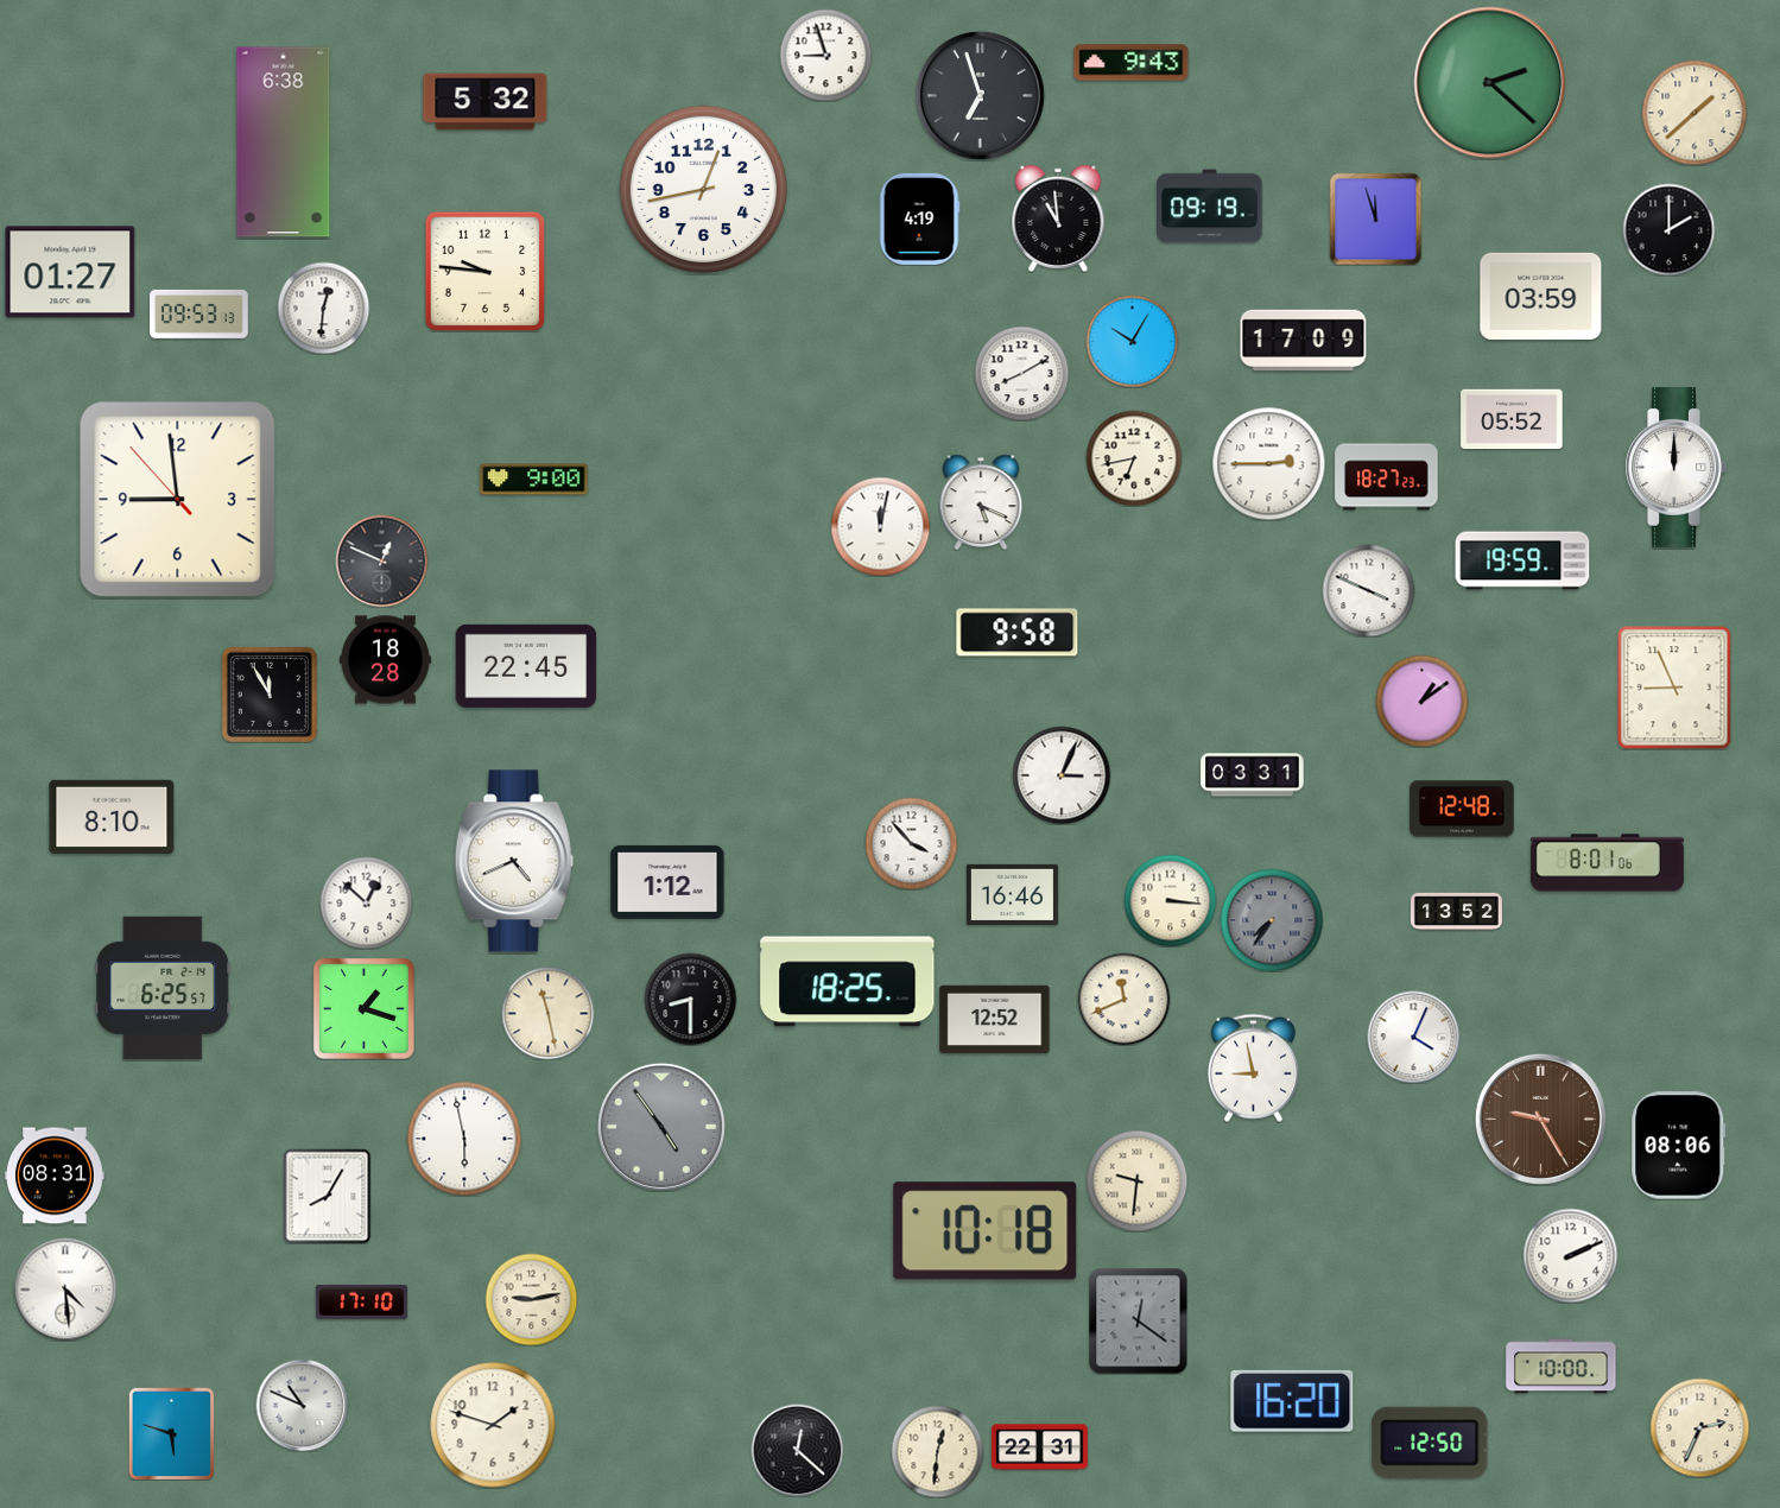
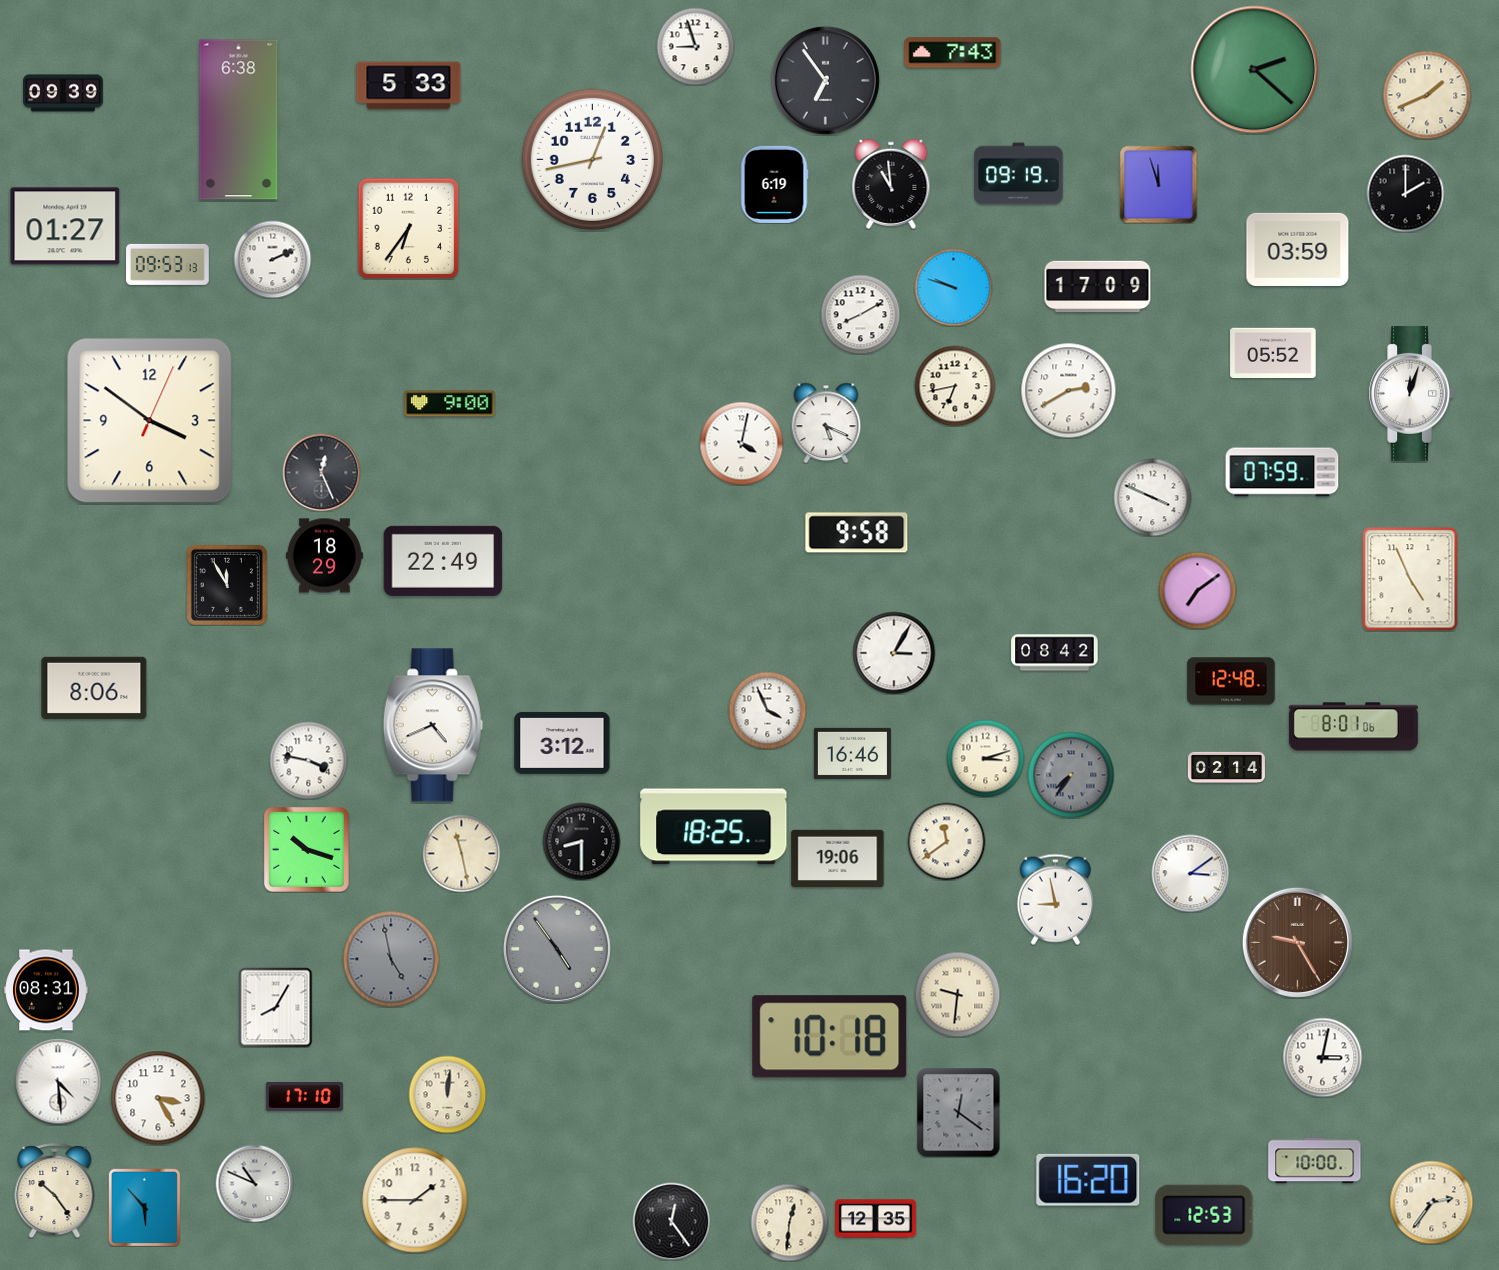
clock at (1132, 63): 9:43 -> 7:43
clock at (980, 95): 6:57 -> 6:54
clock at (486, 102): 5:32 -> 5:33
clock at (64, 93): none -> 09:39
clock at (1695, 113): 1:38 -> 1:41
clock at (919, 218): 4:19 -> 6:19
clock at (484, 271): 9:46 -> 6:36
clock at (70, 272) position: (70, 272) -> (65, 226)
clock at (323, 308): 12:31 -> 2:11
clock at (1132, 341): 10:05 -> 9:48
clock at (1268, 463): 2:45 -> 2:40
clock at (1676, 468): 12:00 -> 12:03
clock at (1387, 477): 18:27 -> none
clock at (178, 500): 8:58 -> 3:51
clock at (880, 526): 12:02 -> 4:02
clock at (381, 560): 12:49 -> 12:26
clock at (1522, 560): 19:59 -> 07:59
clock at (385, 660): 18:28 -> 18:29
clock at (526, 666): 22:45 -> 22:49
clock at (1674, 688): 8:56 -> 4:56
clock at (1421, 701): 1:09 -> 7:09
clock at (1062, 775): 3:04 -> 3:05
clock at (1253, 775): 03:31 -> 08:42
clock at (112, 817): 8:10 -> 8:06
clock at (911, 843): 3:53 -> 3:56
clock at (667, 882): 1:12 -> 3:12
clock at (1170, 900): 3:16 -> 3:12
clock at (366, 902): 12:52 -> 3:47
clock at (1456, 911): 13:52 -> 02:14
clock at (163, 988): 6:25 -> none
clock at (1123, 999): 11:41 -> 11:39
clock at (365, 1009): 1:18 -> 10:18
clock at (995, 1020): 12:52 -> 19:06
clock at (1413, 1037): 4:04 -> 3:09
clock at (464, 1139): 5:58 -> 4:58
clock at (464, 1139) dial: white -> grey
clock at (1679, 1146): 08:06 -> none
clock at (1570, 1255): 2:11 -> 3:02
clock at (65, 1290) position: (65, 1290) -> (58, 1082)
clock at (531, 1299): 9:13 -> 12:01
clock at (158, 1098): none -> 3:25
clock at (1562, 1367) position: (1562, 1367) -> (1315, 1161)
clock at (55, 1190): none -> 10:24
clock at (493, 1425): 1:48 -> 1:45
clock at (1699, 1427): 2:34 -> 2:36
clock at (171, 1433): 5:48 -> 5:53
clock at (1430, 1443): 12:50 -> 12:53
clock at (1039, 1447): 22:31 -> 12:35
clock at (797, 1450): 12:22 -> 12:24
